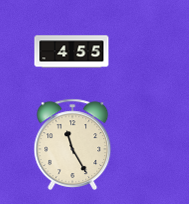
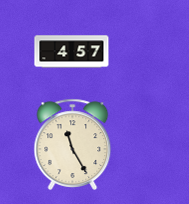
clock at (72, 52): 4:55 -> 4:57
